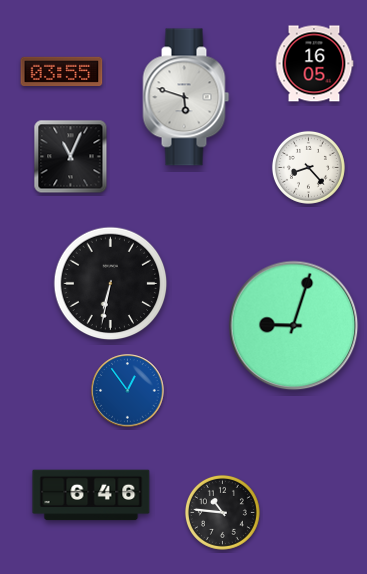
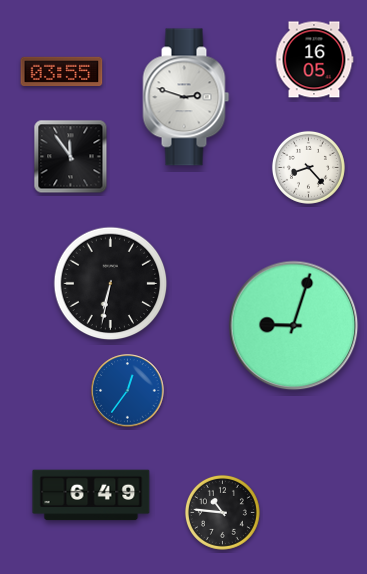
clock at (314, 64) position: (314, 64) -> (314, 60)
clock at (186, 97): 5:48 -> 2:48
clock at (71, 157): 11:04 -> 11:54
clock at (128, 391): 12:54 -> 12:36
clock at (91, 495): 6:46 -> 6:49
